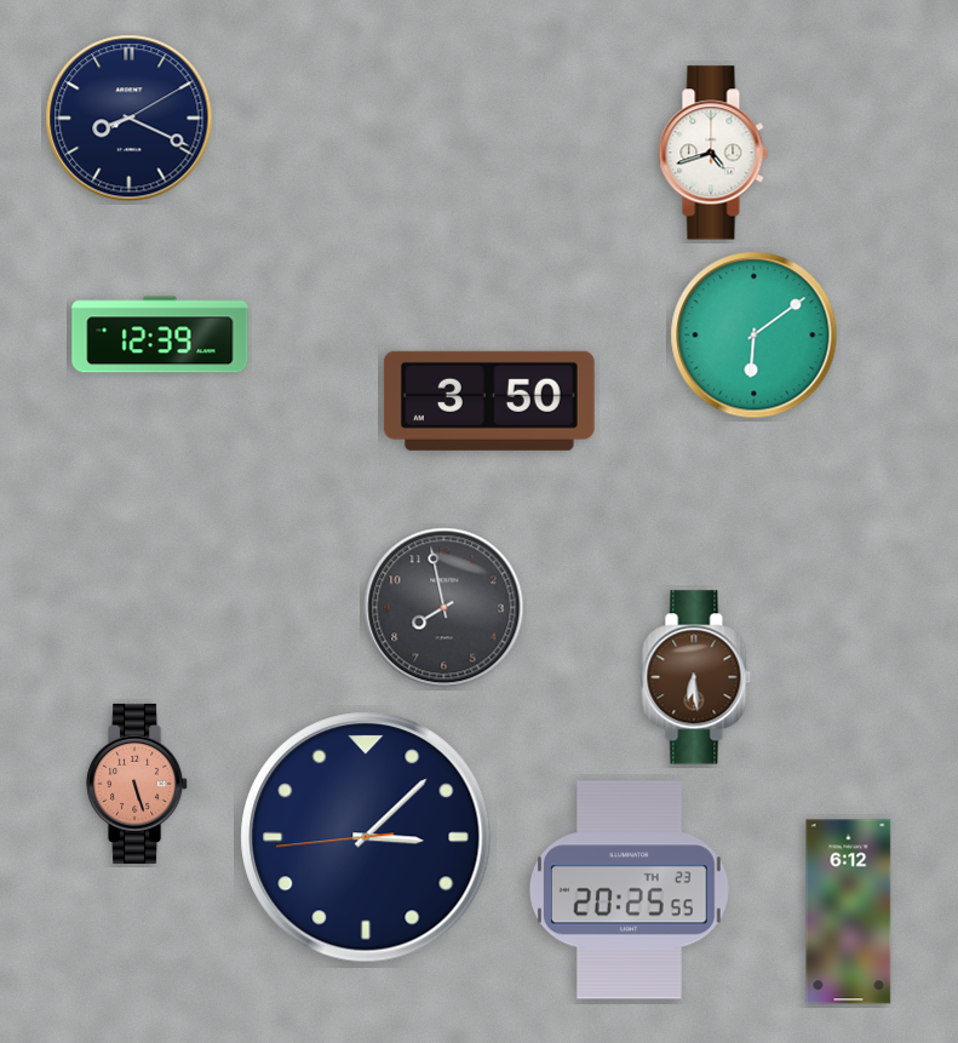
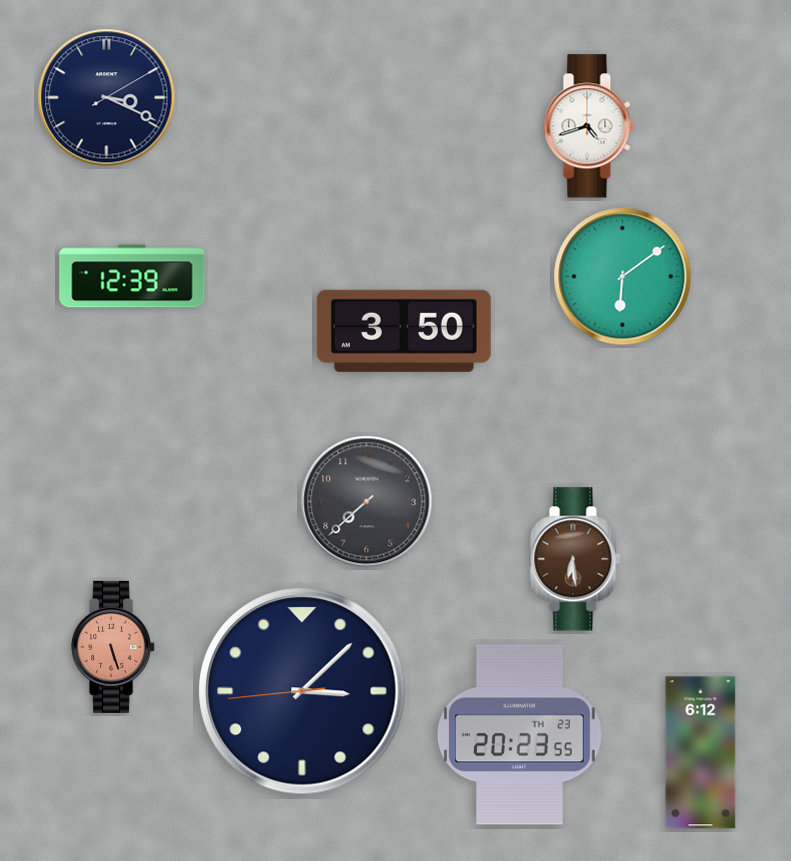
clock at (130, 119): 8:19 -> 3:19
clock at (444, 608): 7:58 -> 7:38
clock at (629, 890): 20:25 -> 20:23
